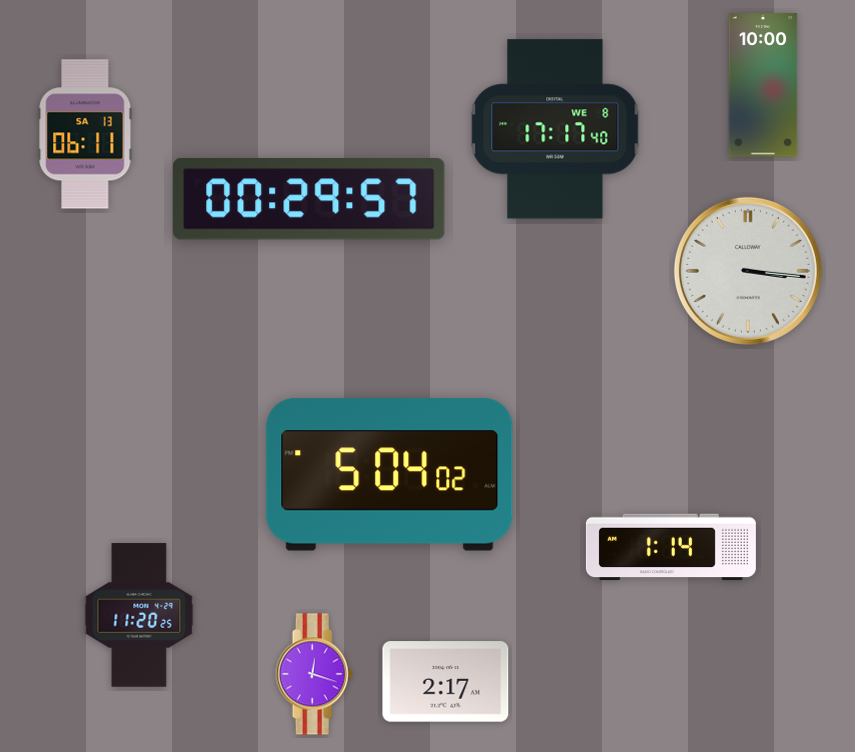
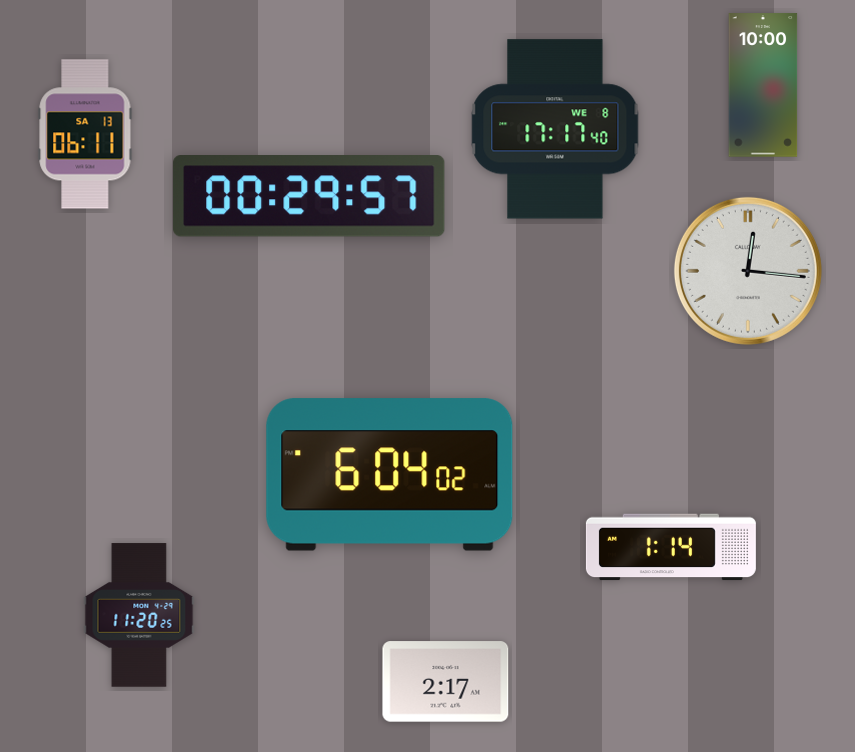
clock at (309, 200) position: (309, 200) -> (309, 197)
clock at (748, 271): 3:16 -> 12:16
clock at (390, 475): 5:04 -> 6:04
clock at (314, 674): 12:18 -> none
